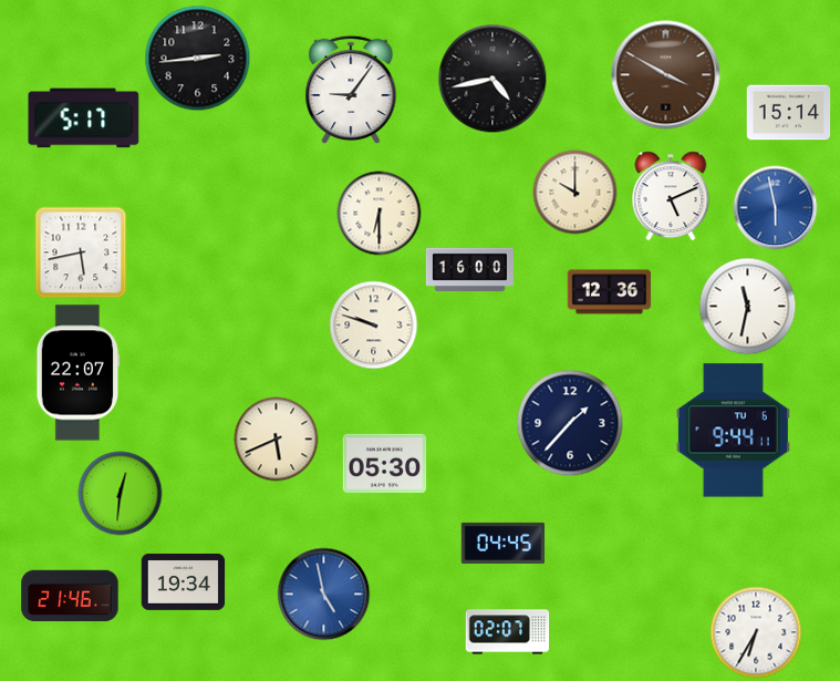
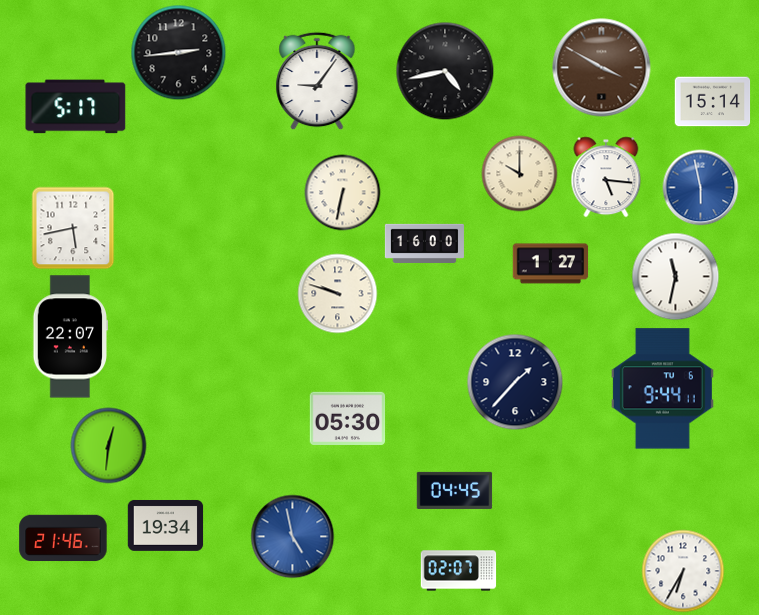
clock at (671, 196): 5:11 -> 5:16
clock at (380, 214): 6:30 -> 6:32
clock at (610, 292): 12:36 -> 1:27
clock at (277, 440): 5:41 -> none
